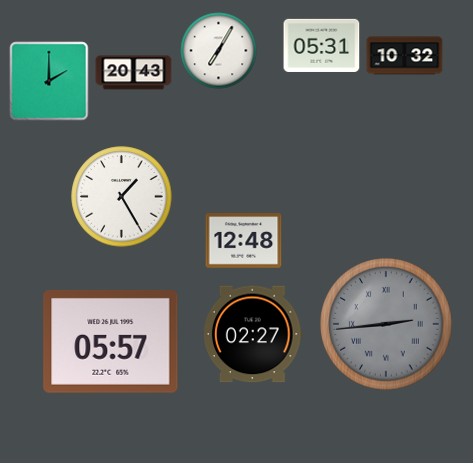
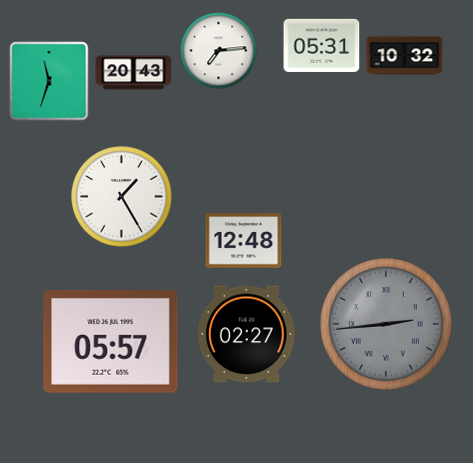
clock at (219, 51): 7:05 -> 7:14
clock at (49, 81): 2:00 -> 11:33
clock at (253, 334) position: (253, 334) -> (247, 334)
